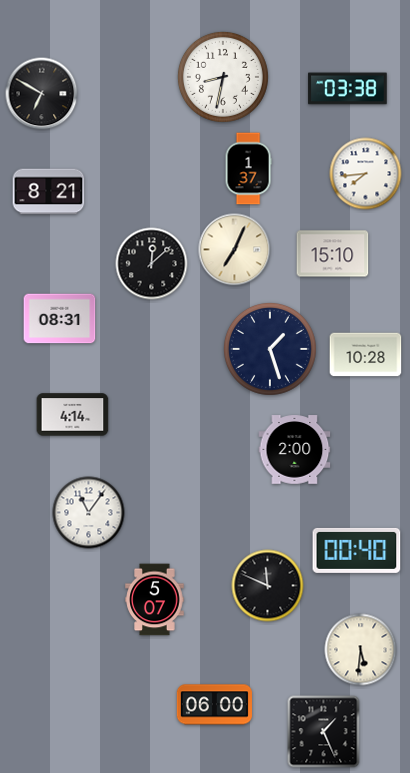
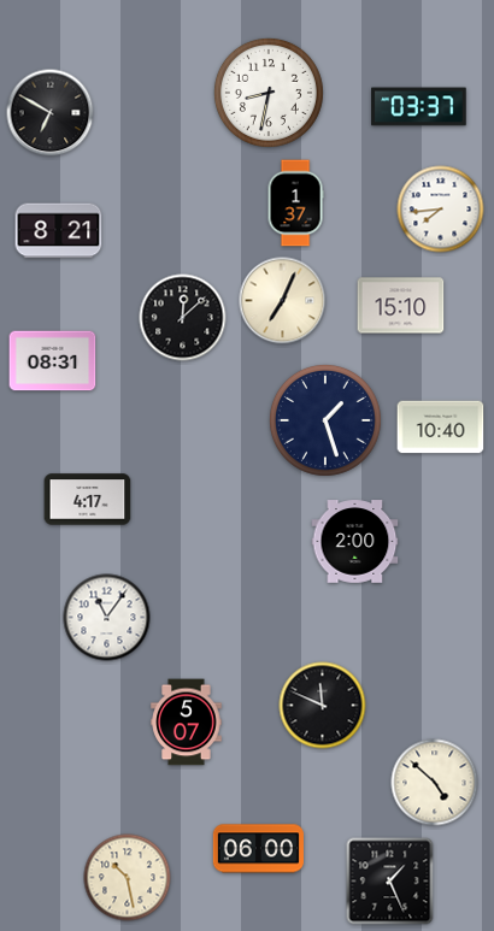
clock at (348, 89): 03:38 -> 03:37
clock at (248, 169) position: (248, 169) -> (295, 204)
clock at (60, 319) position: (60, 319) -> (53, 361)
clock at (366, 355): 10:28 -> 10:40
clock at (73, 415): 4:14 -> 4:17
clock at (357, 550): 00:40 -> none
clock at (361, 650): 5:31 -> 4:52
clock at (128, 878): none -> 10:28
